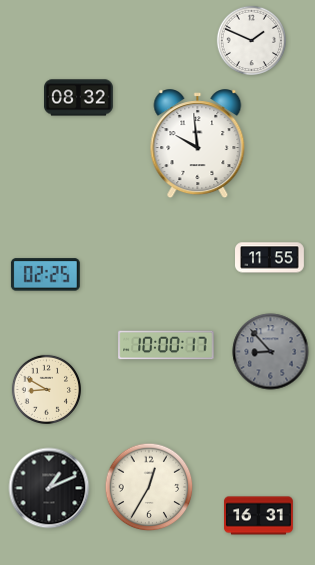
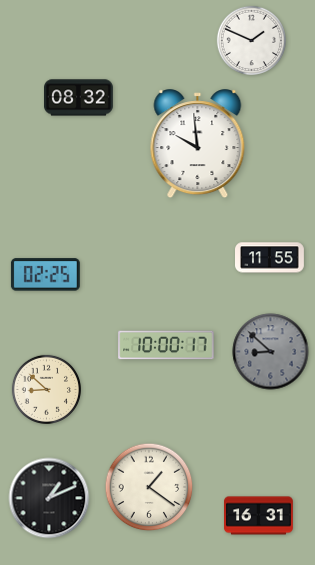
clock at (271, 352): 8:53 -> 8:52
clock at (46, 389): 8:50 -> 8:52
clock at (149, 487): 12:35 -> 1:21
clock at (49, 488) position: (49, 488) -> (49, 498)
